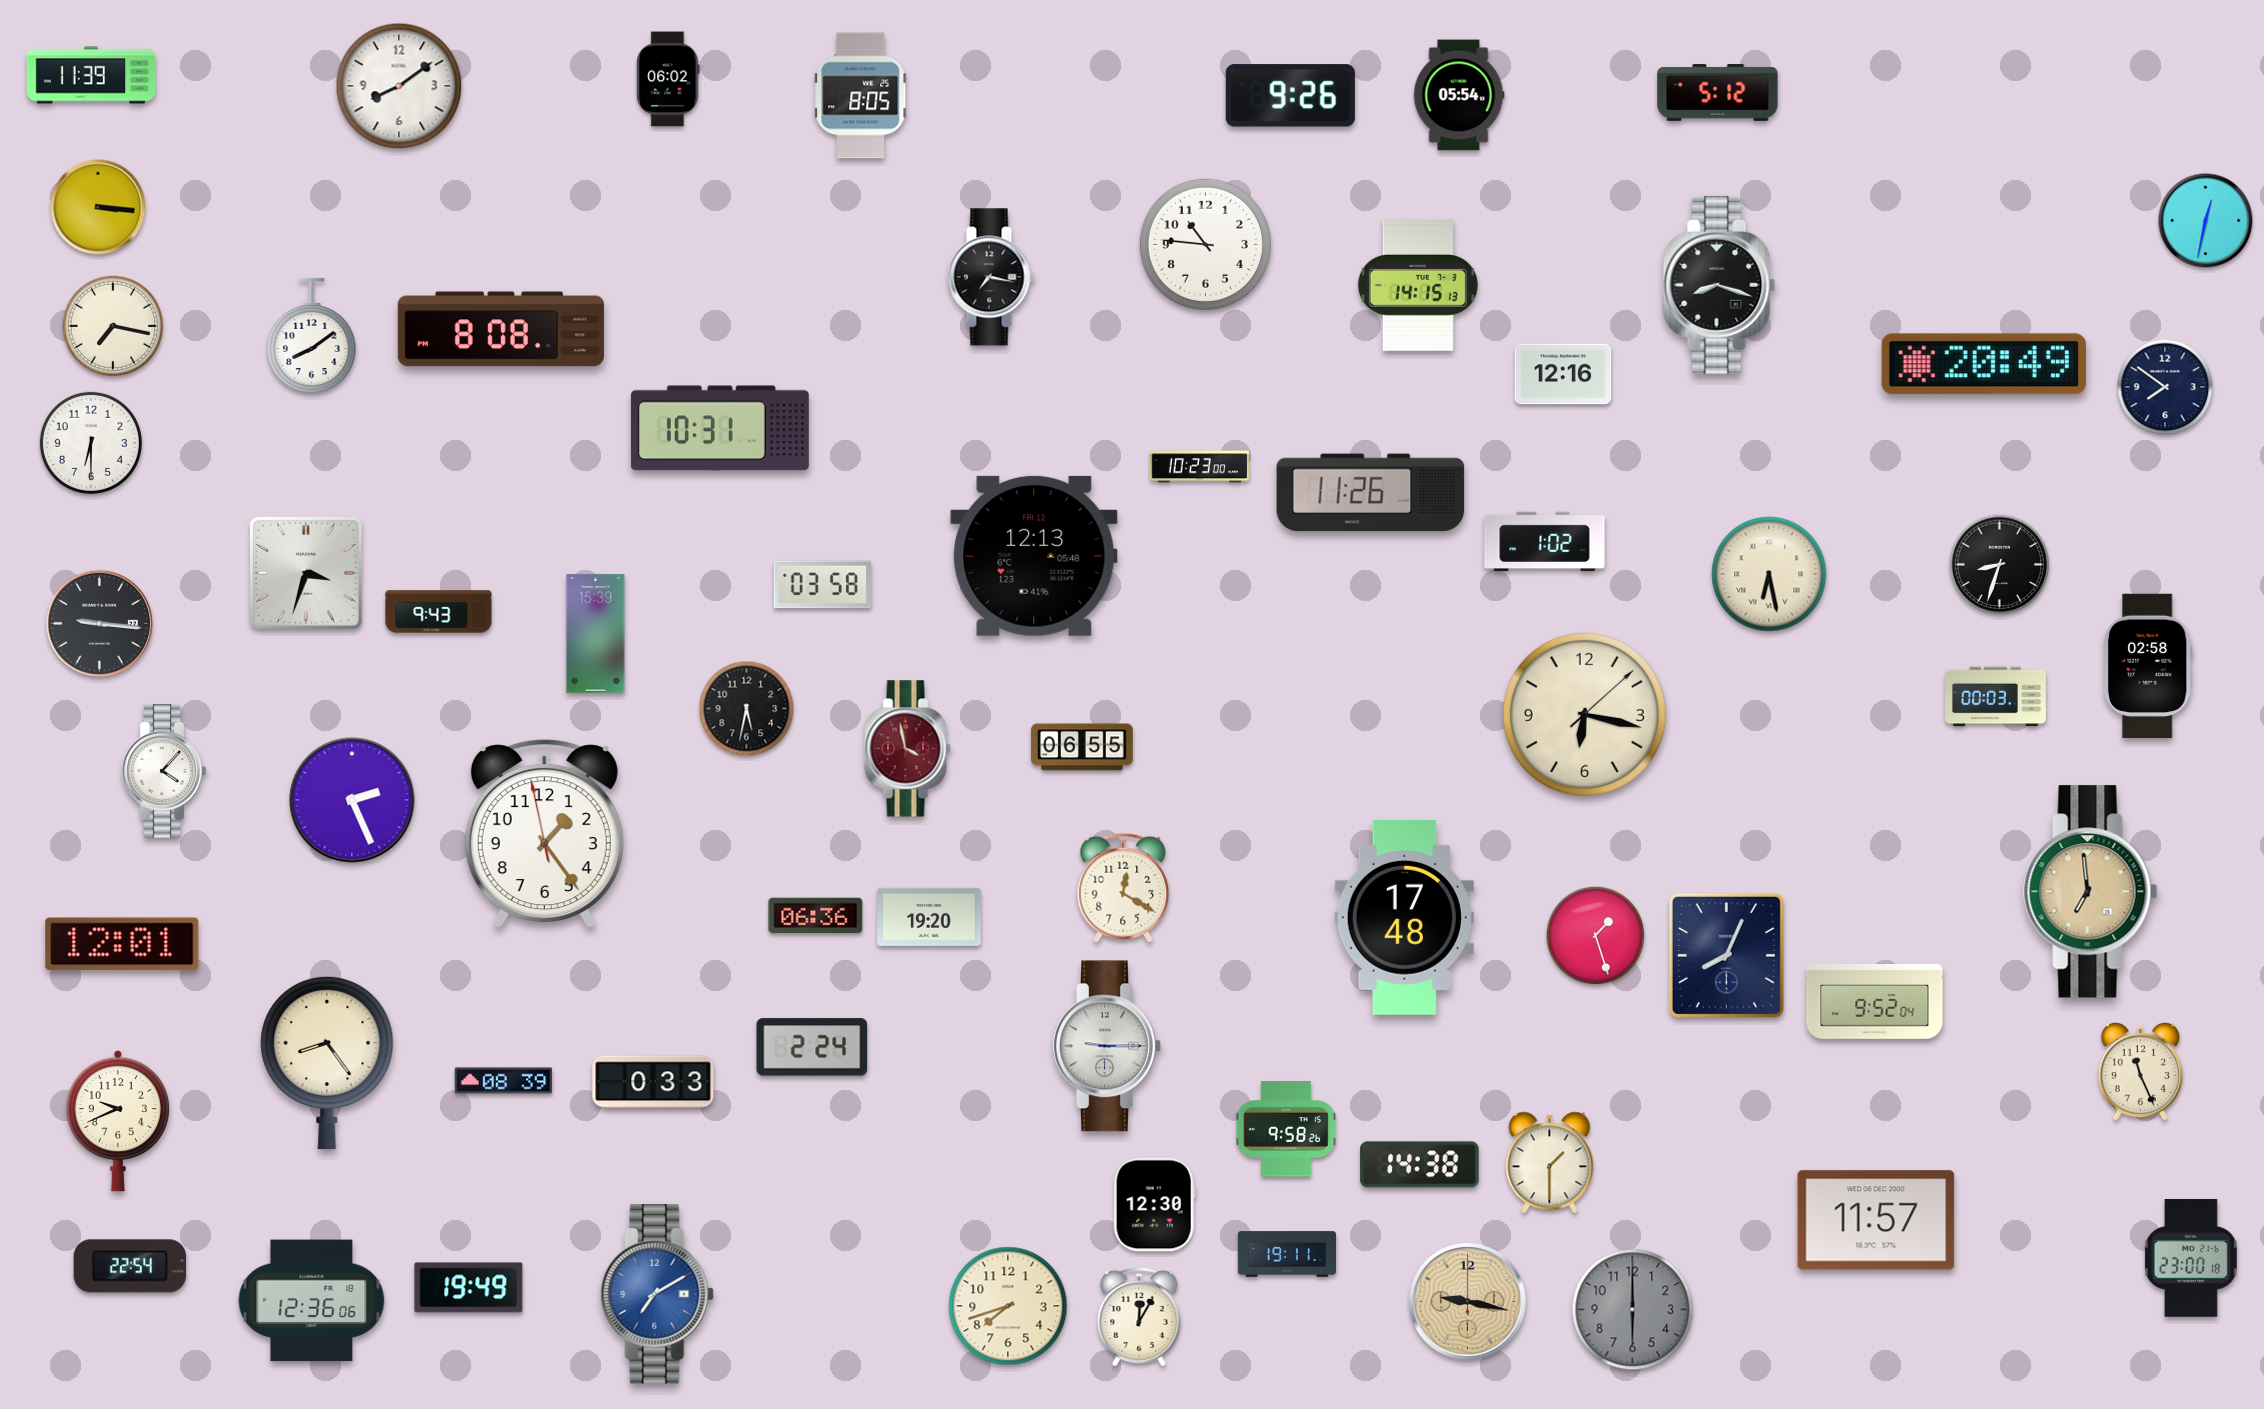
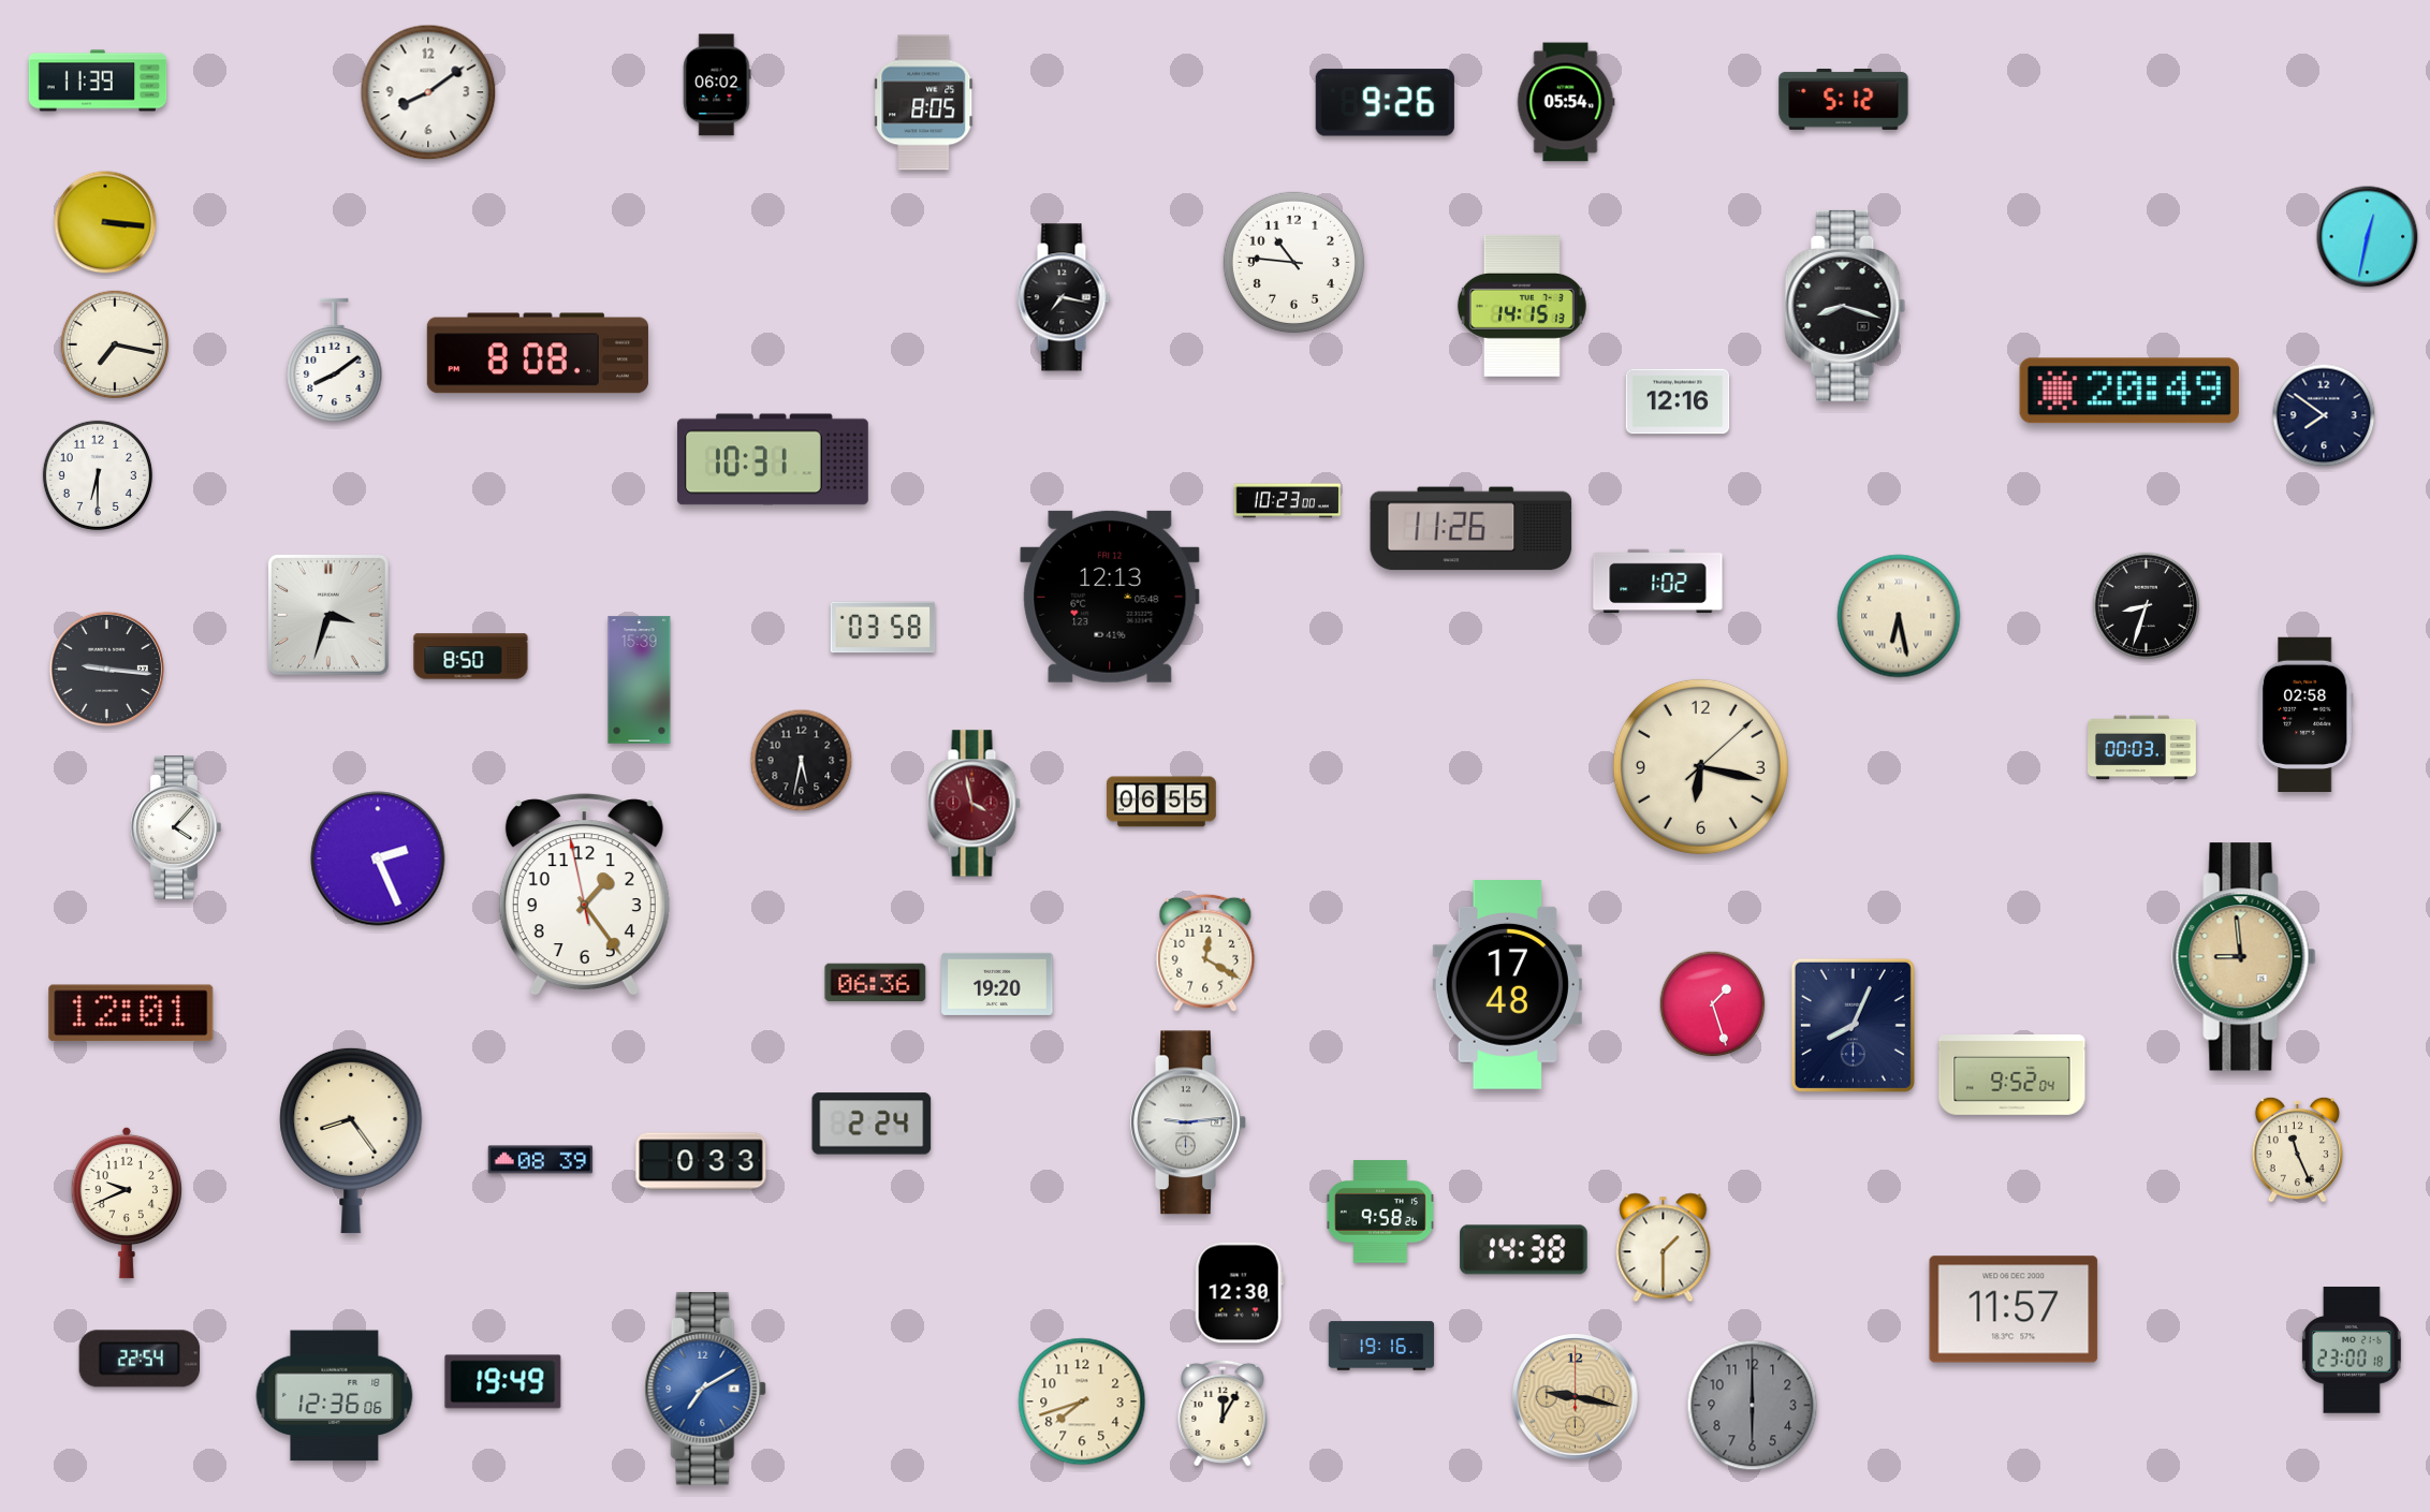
clock at (112, 325) position: (112, 325) -> (114, 343)
clock at (439, 612): 9:43 -> 8:50
clock at (2091, 892): 6:59 -> 8:59
clock at (1107, 1046): 9:15 -> 9:14
clock at (1287, 1254): 19:11 -> 19:16
